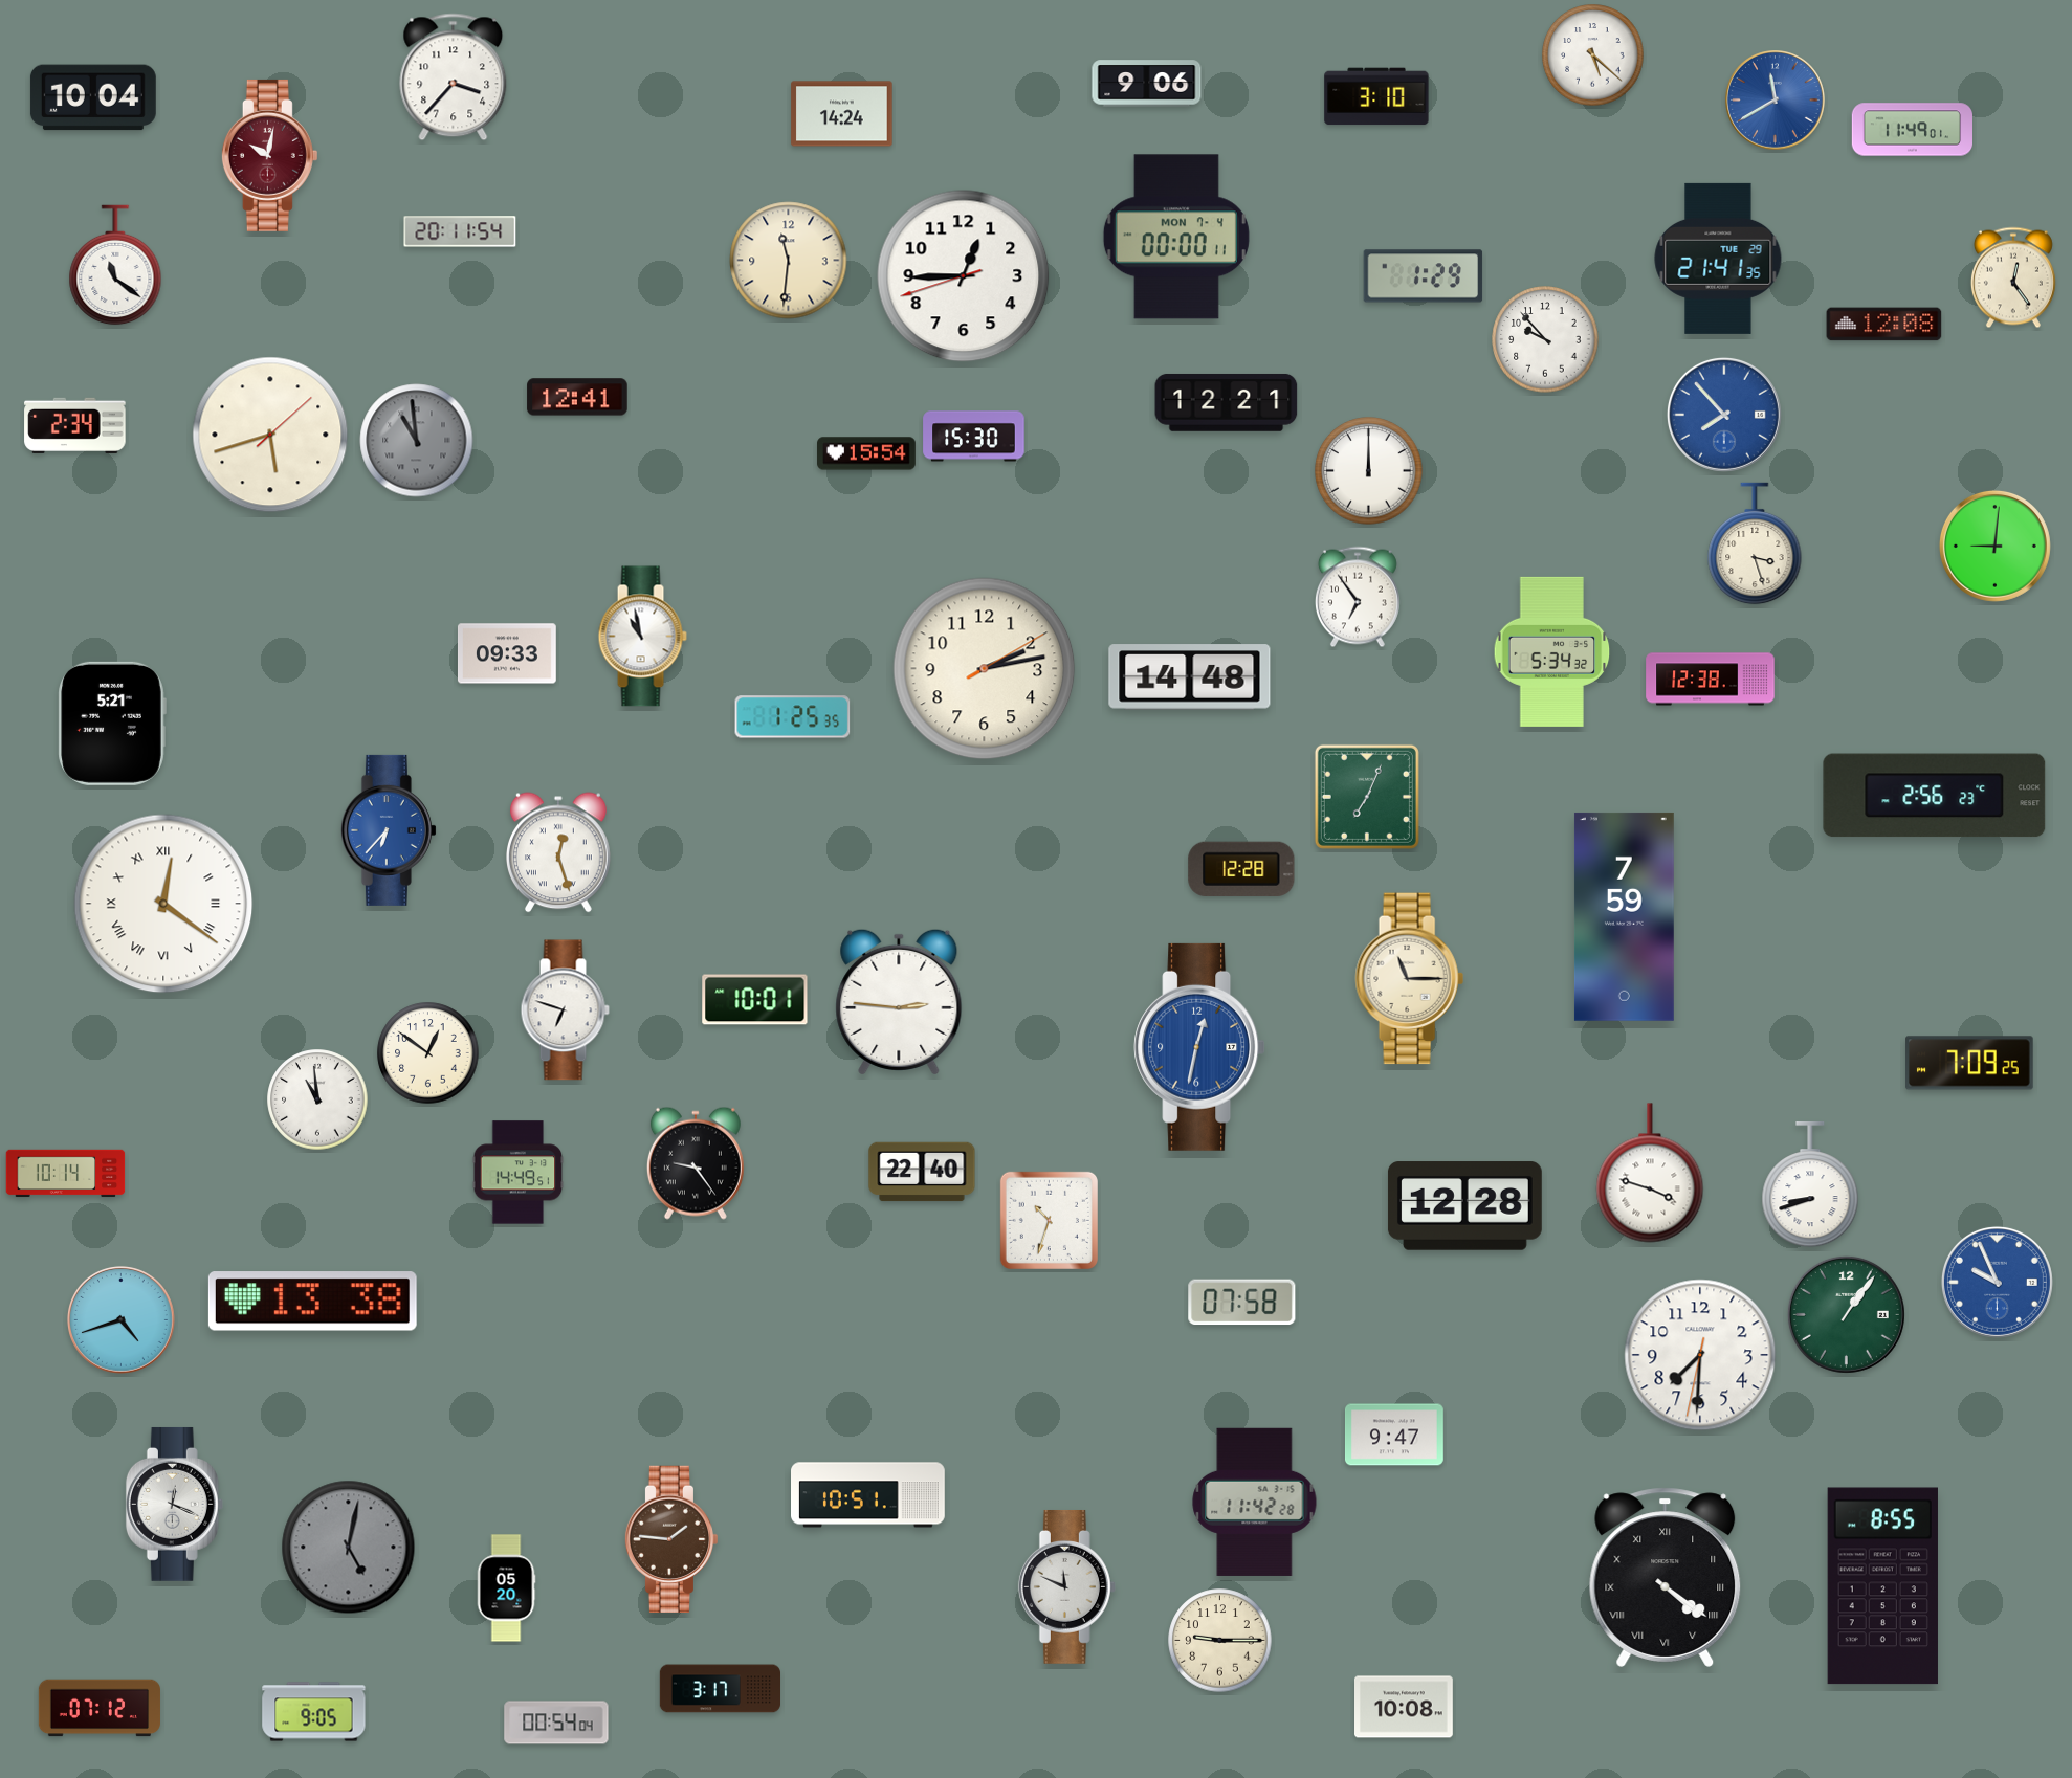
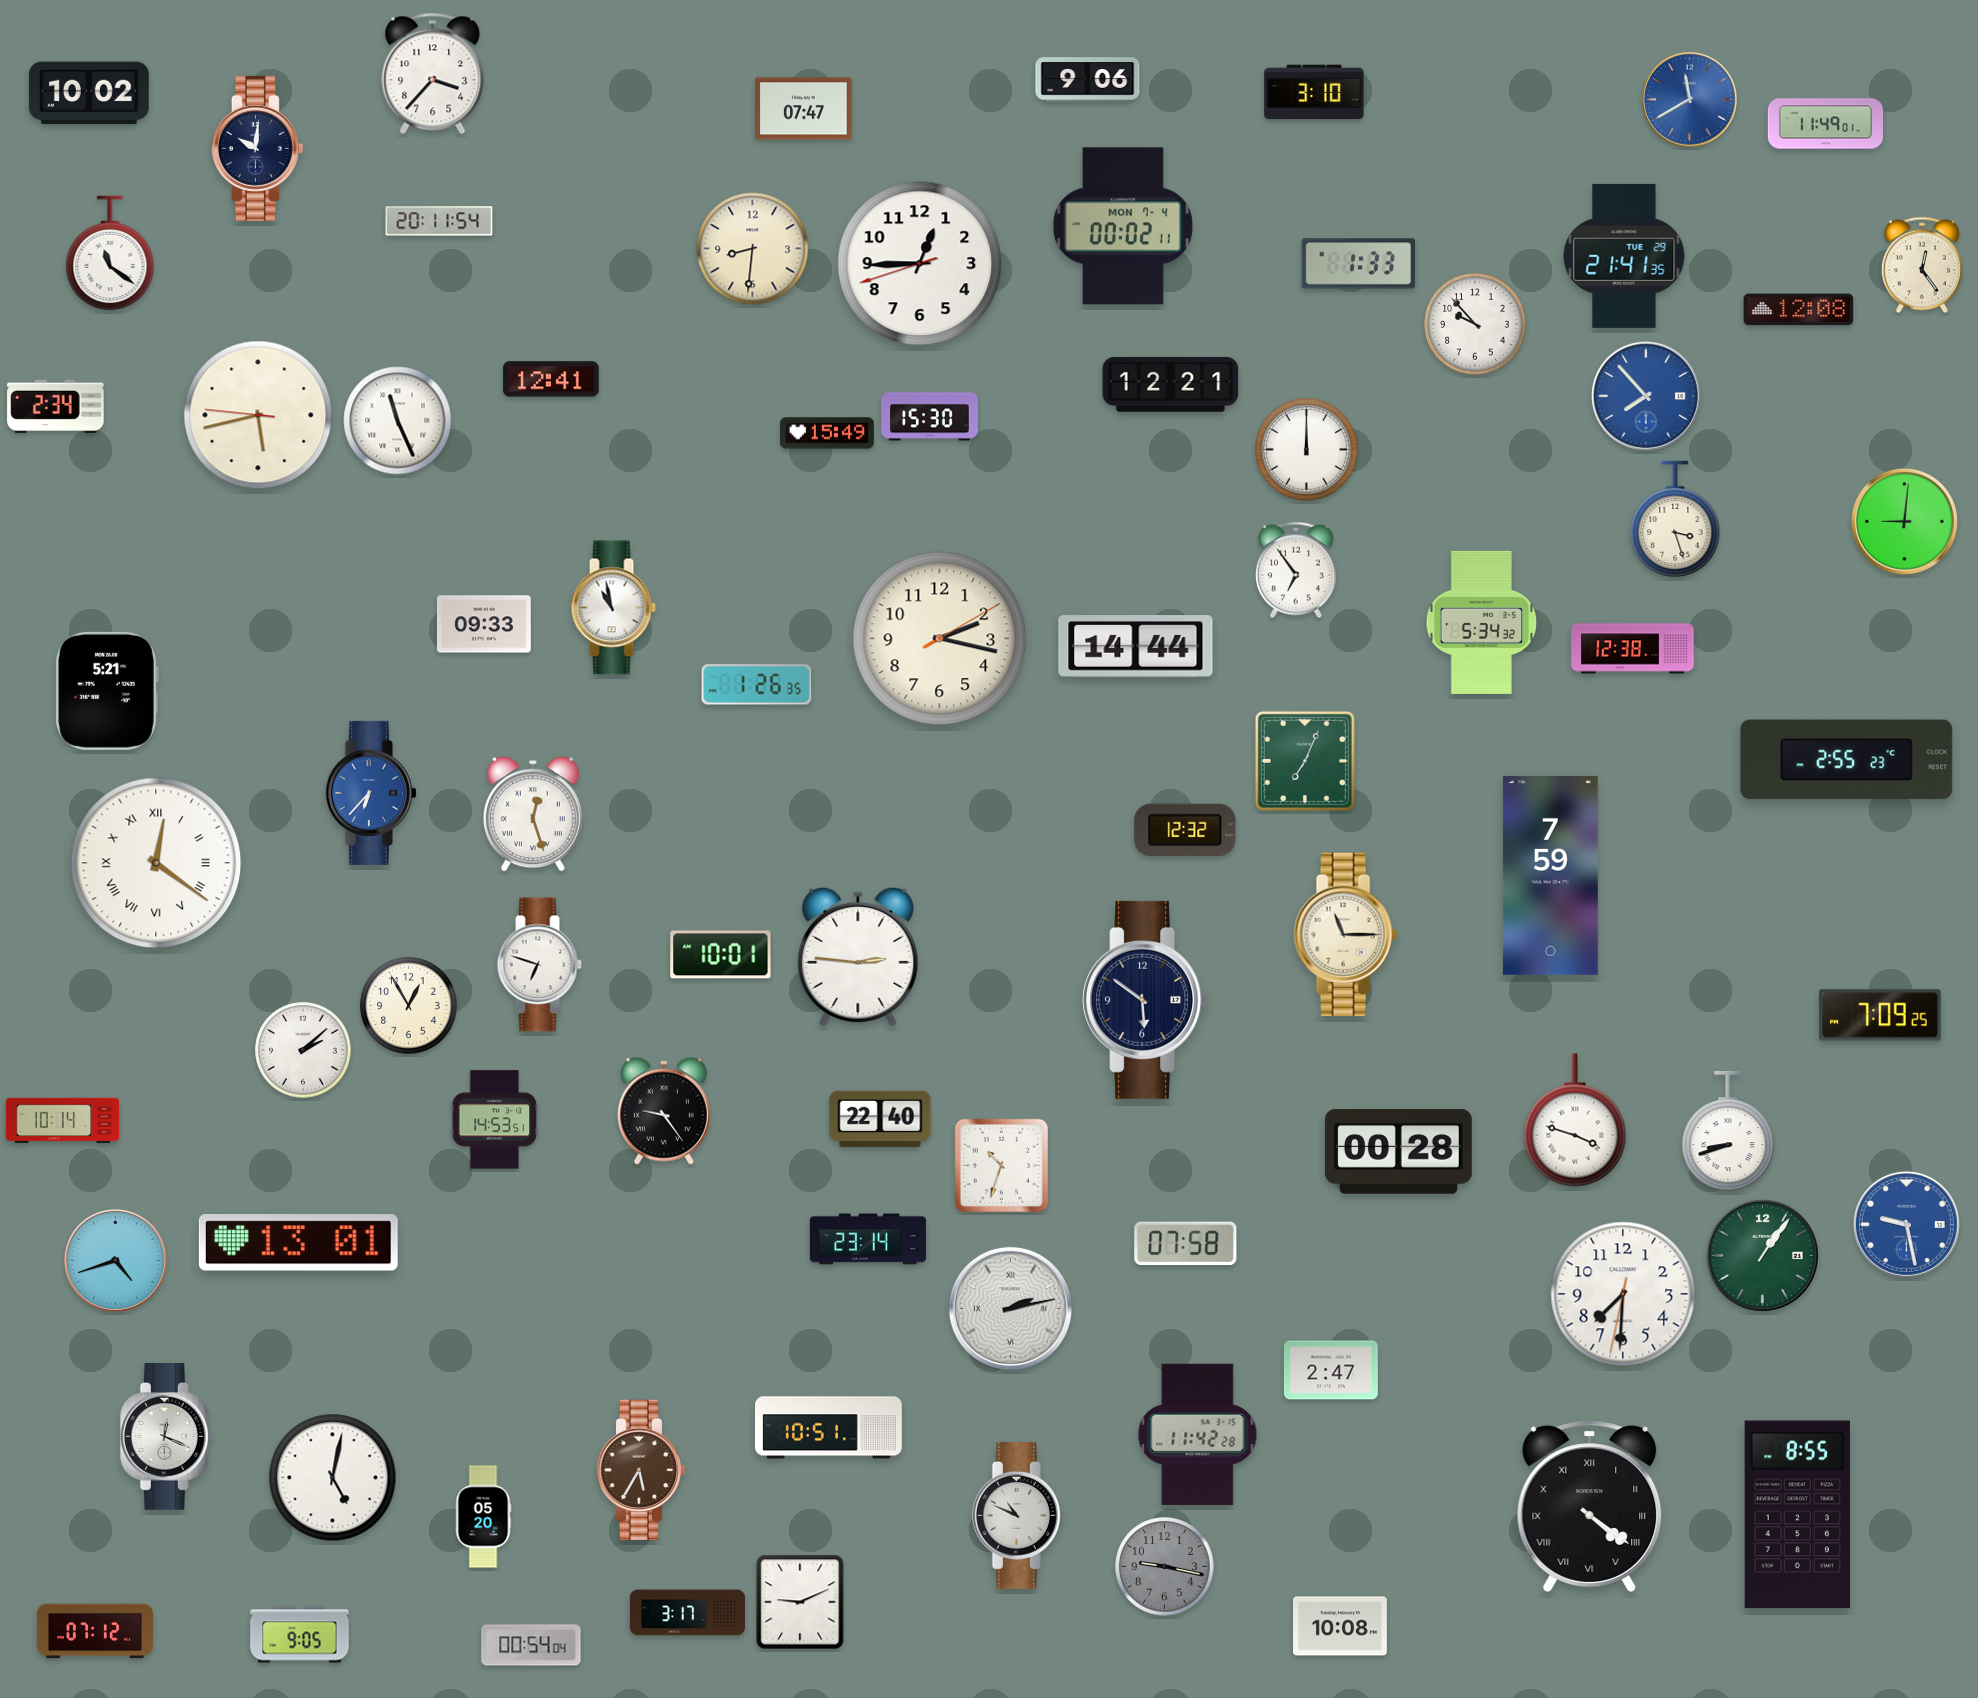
clock at (1593, 55): 5:22 -> none
clock at (1147, 84) position: (1147, 84) -> (1088, 80)
clock at (93, 97): 10:04 -> 10:02
clock at (1776, 101) position: (1776, 101) -> (1690, 100)
clock at (842, 114): 14:24 -> 07:47
clock at (269, 155): 10:02 -> 10:01
clock at (269, 155) dial: burgundy -> navy
clock at (1176, 237): 00:00 -> 00:02
clock at (1718, 259) position: (1718, 259) -> (1624, 256)
clock at (789, 261): 11:31 -> 8:31
clock at (1424, 276): 1:29 -> 1:33
clock at (75, 425) position: (75, 425) -> (56, 406)
clock at (270, 435): 5:42:08 -> 5:42:46
clock at (417, 441): 10:59 -> 11:26
clock at (417, 441) dial: grey -> white
clock at (867, 453): 15:54 -> 15:49
clock at (985, 669): 2:13 -> 2:17
clock at (1190, 677): 14:48 -> 14:44
clock at (793, 717): 1:25 -> 1:26
clock at (1935, 796): 2:56 -> 2:55
clock at (1241, 869): 12:28 -> 12:32
clock at (1199, 1047): 12:32 -> 5:51
clock at (1199, 1047) dial: blue -> navy
clock at (428, 1053): 12:51 -> 12:55
clock at (317, 1099): 10:59 -> 2:08
clock at (519, 1173): 14:49 -> 14:53
clock at (1464, 1206): 12:28 -> 00:28
clock at (1997, 1282): 9:56 -> 9:28
clock at (868, 1239): none -> 23:14
clock at (312, 1302): 13:38 -> 13:01
clock at (1010, 1308): none -> 2:13
clock at (1394, 1435): 9:47 -> 2:47
clock at (671, 1538): 1:46 -> 5:35
clock at (349, 1548) dial: grey -> white
clock at (1066, 1586): 11:49 -> 10:49
clock at (1220, 1641): 9:15 -> 9:17
clock at (1220, 1641) dial: cream -> grey
clock at (800, 1602): none -> 9:11
clock at (1405, 1707) position: (1405, 1707) -> (1341, 1626)
